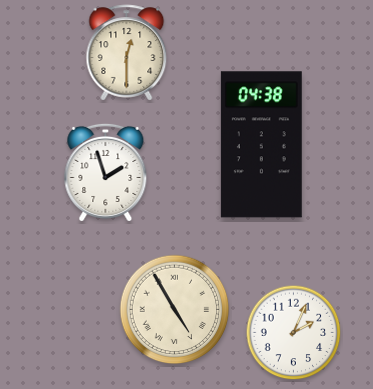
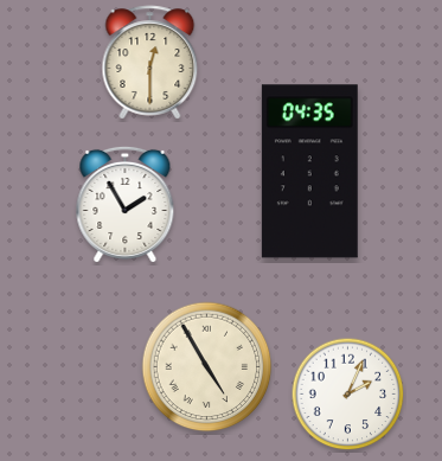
clock at (261, 145): 04:38 -> 04:35
clock at (106, 172): 1:57 -> 1:55
